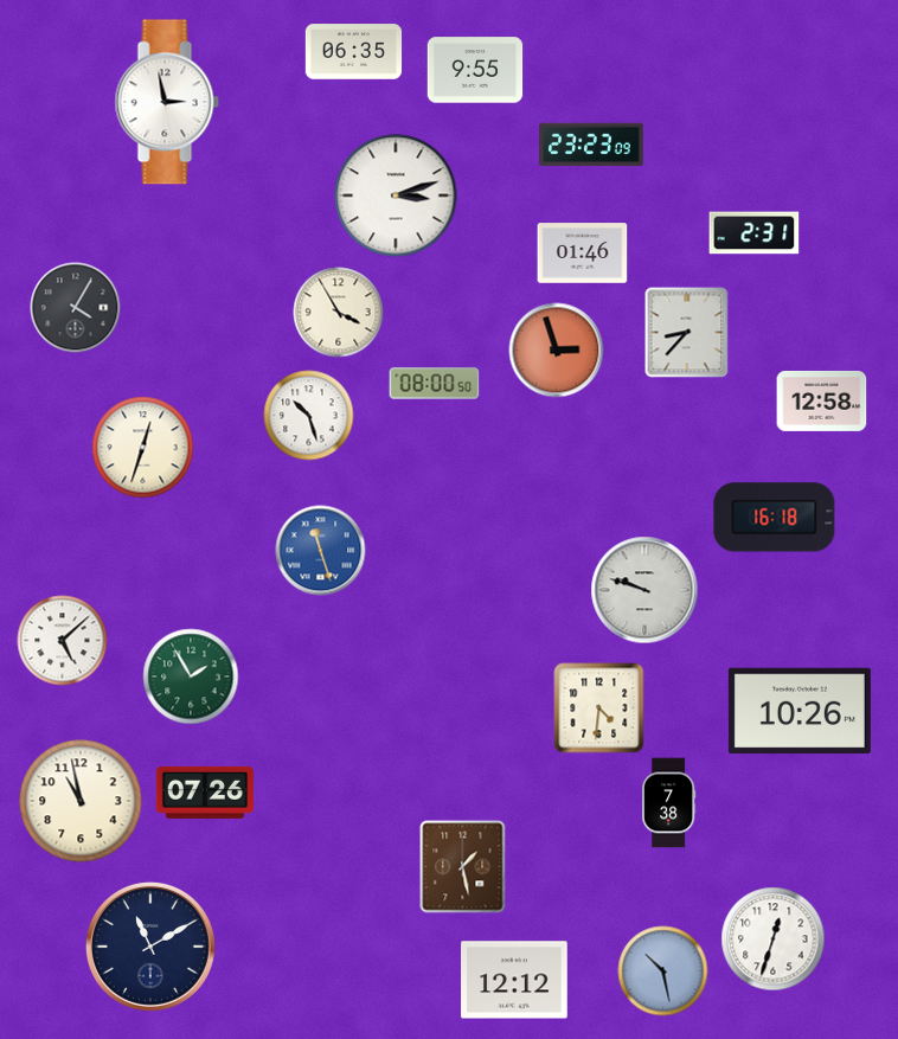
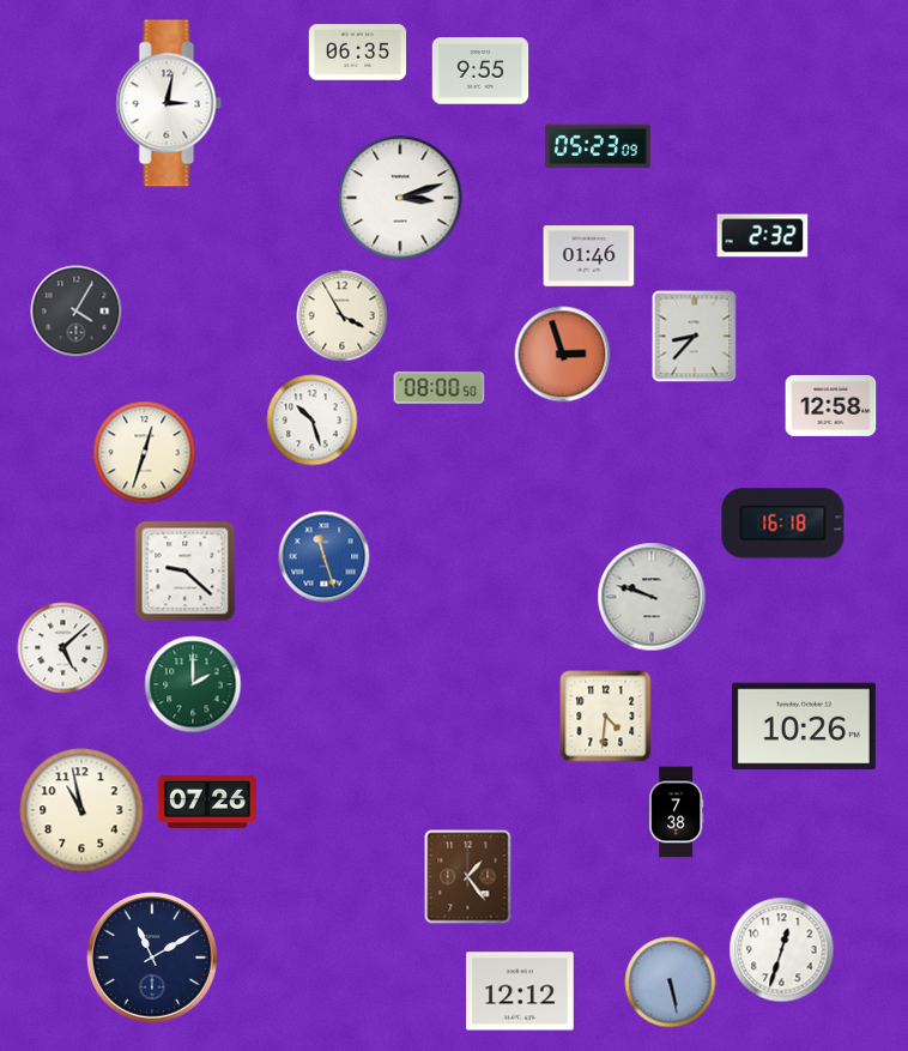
clock at (167, 102): 2:58 -> 3:02
clock at (592, 145): 23:23 -> 05:23
clock at (755, 233): 2:31 -> 2:32
clock at (186, 572): none -> 9:22
clock at (191, 676): 1:55 -> 2:00
clock at (800, 711) position: (800, 711) -> (804, 726)
clock at (463, 867): 1:28 -> 1:24
clock at (663, 971): 10:28 -> 5:28
